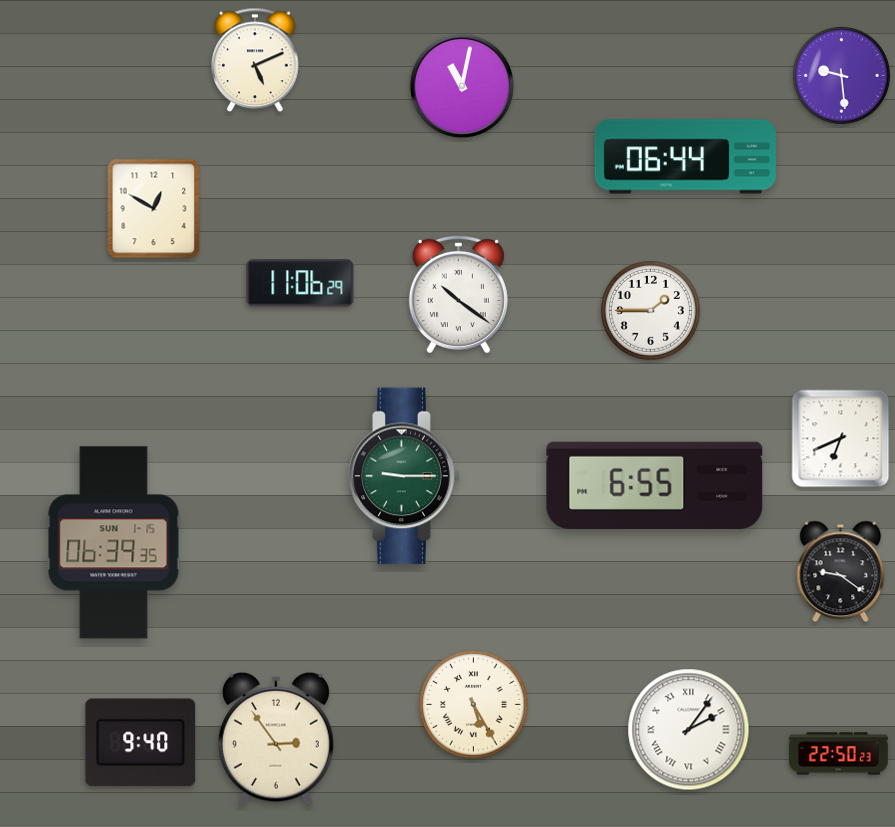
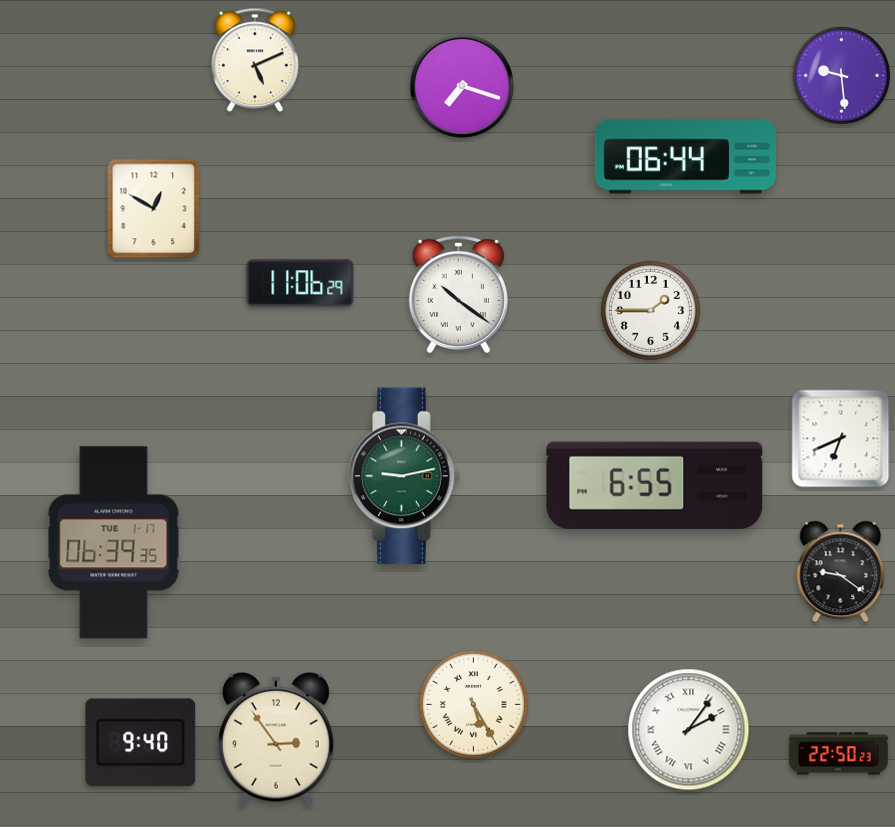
clock at (462, 86): 11:02 -> 7:18
clock at (404, 476): 9:15 -> 9:13
clock at (114, 543) date: SUN 1-15 -> TUE 1-17
